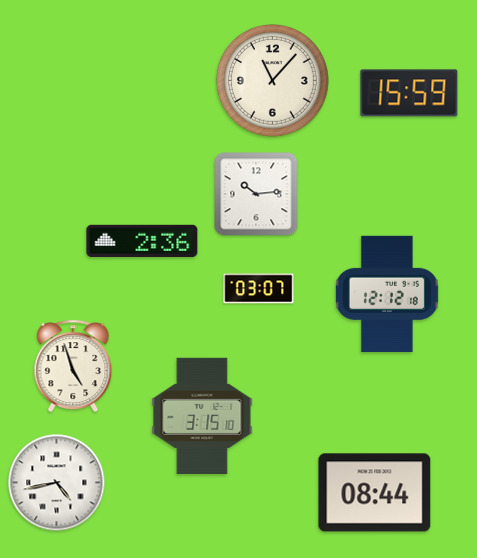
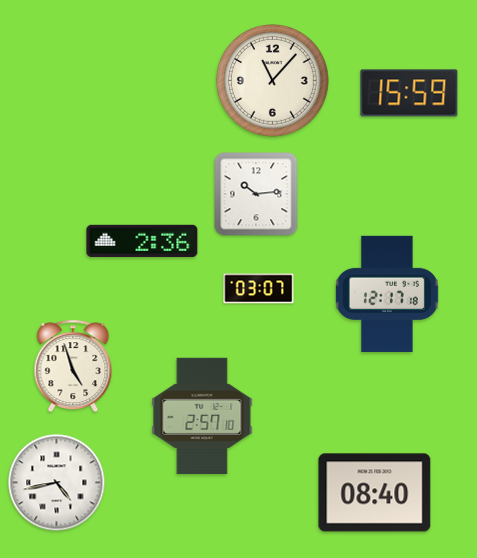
clock at (387, 294): 12:12 -> 12:17
clock at (202, 416): 3:15 -> 2:57
clock at (375, 493): 08:44 -> 08:40
